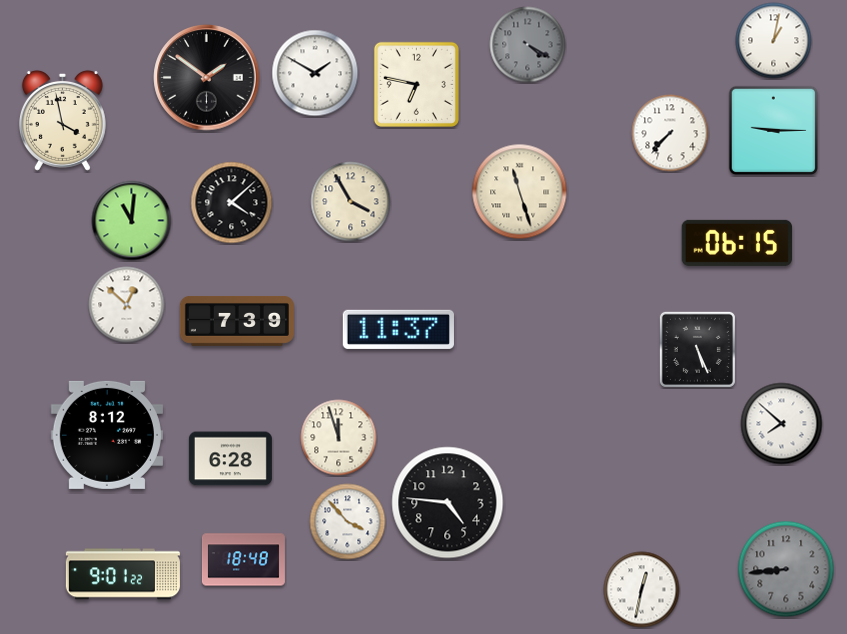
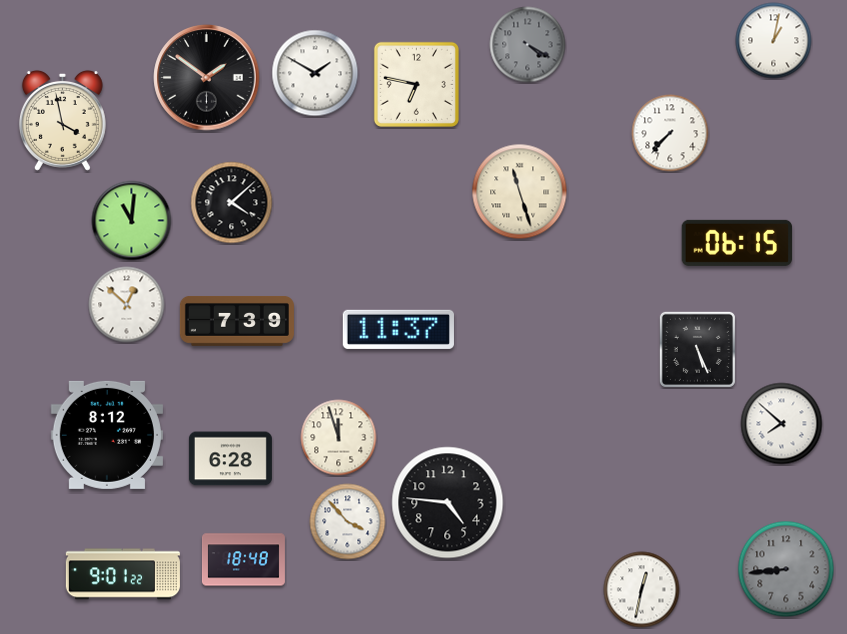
clock at (773, 130): 9:15 -> none
clock at (351, 202): 3:55 -> none
